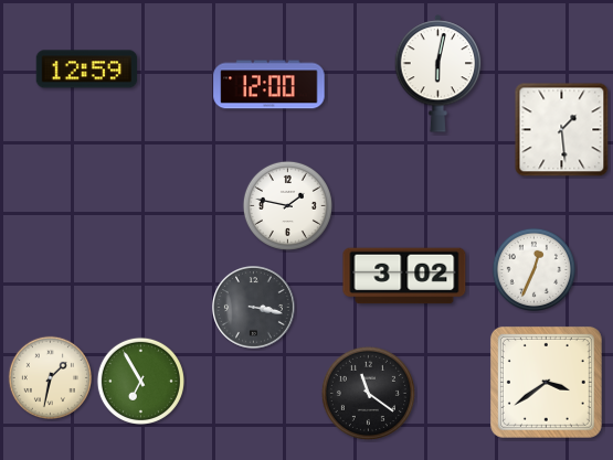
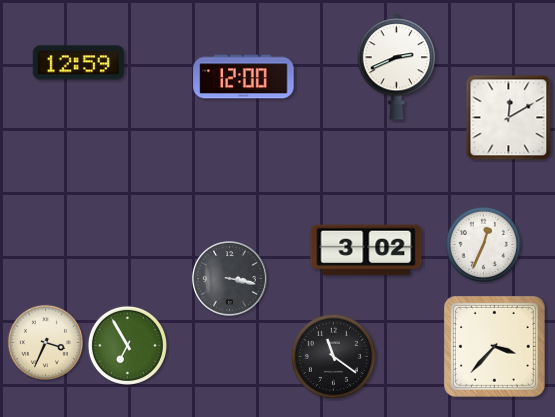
clock at (438, 74): 6:02 -> 2:41
clock at (562, 130): 1:29 -> 12:10
clock at (287, 205): 1:47 -> none
clock at (50, 377): 1:32 -> 3:34
clock at (546, 382): 3:39 -> 3:37
